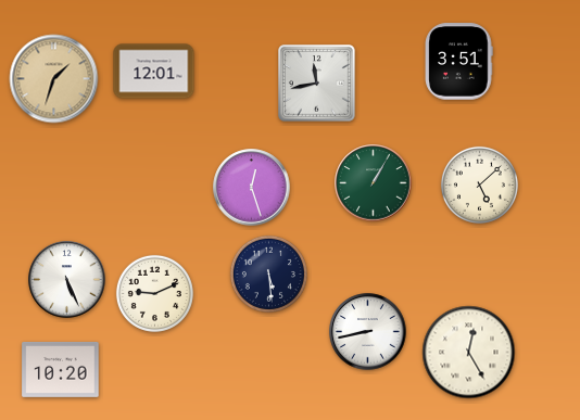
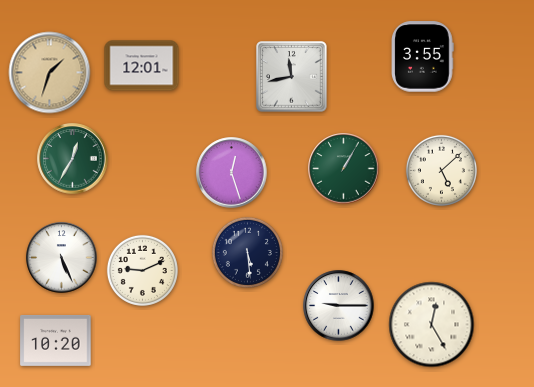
clock at (458, 62): 3:51 -> 3:55
clock at (73, 159): none -> 12:35
clock at (368, 332): 8:43 -> 9:15
